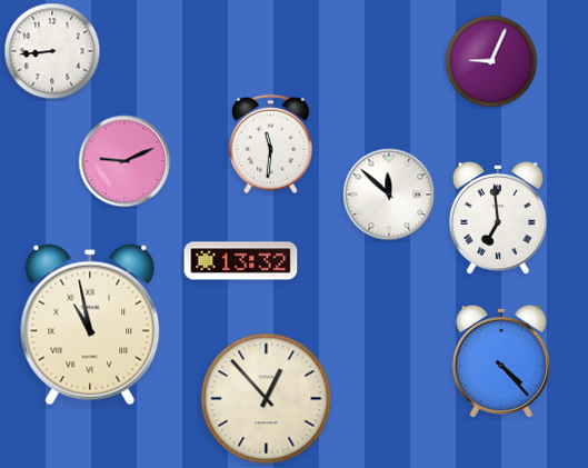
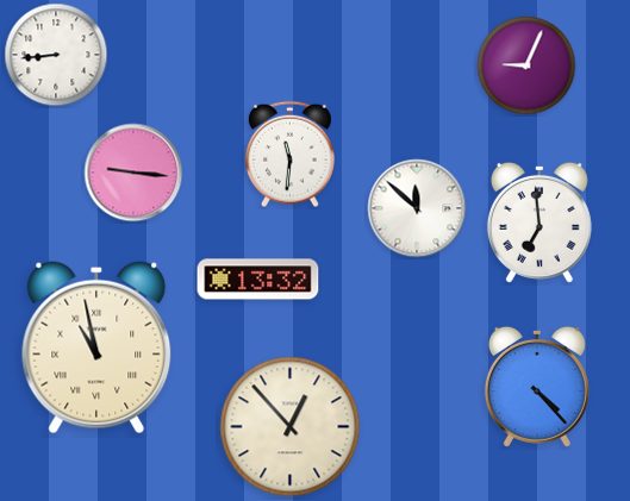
clock at (124, 161): 9:11 -> 9:16
clock at (498, 218) position: (498, 218) -> (539, 223)
clock at (267, 399) position: (267, 399) -> (291, 427)
